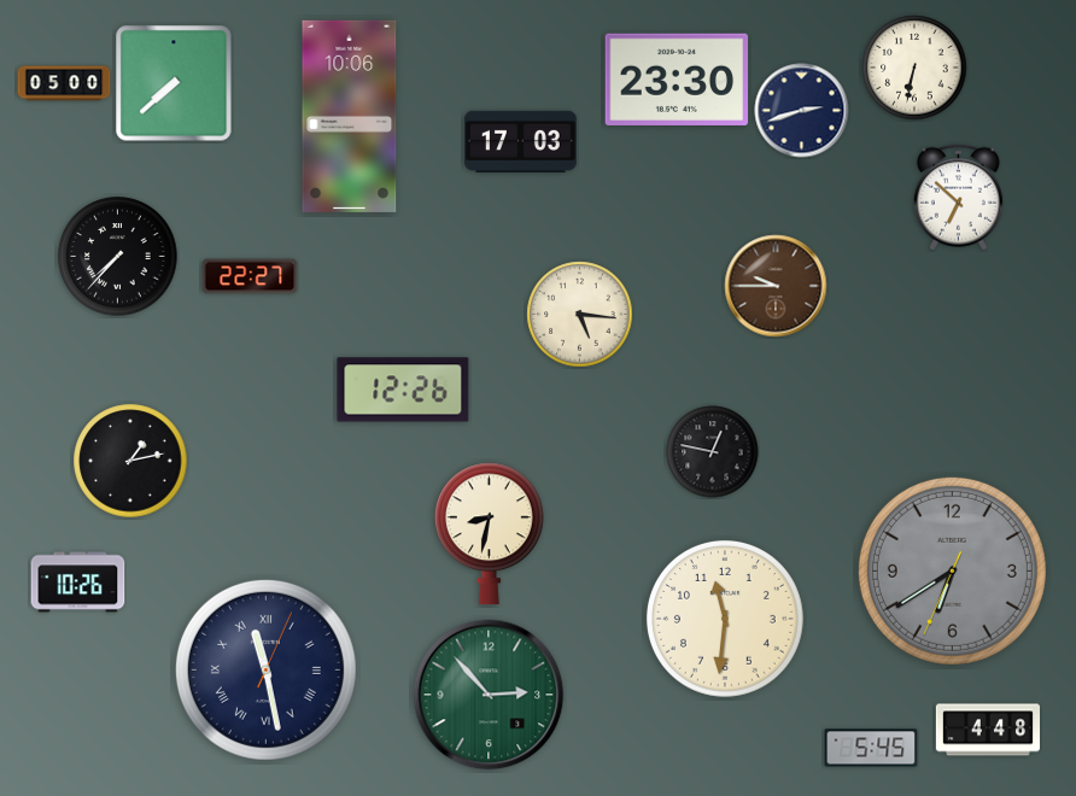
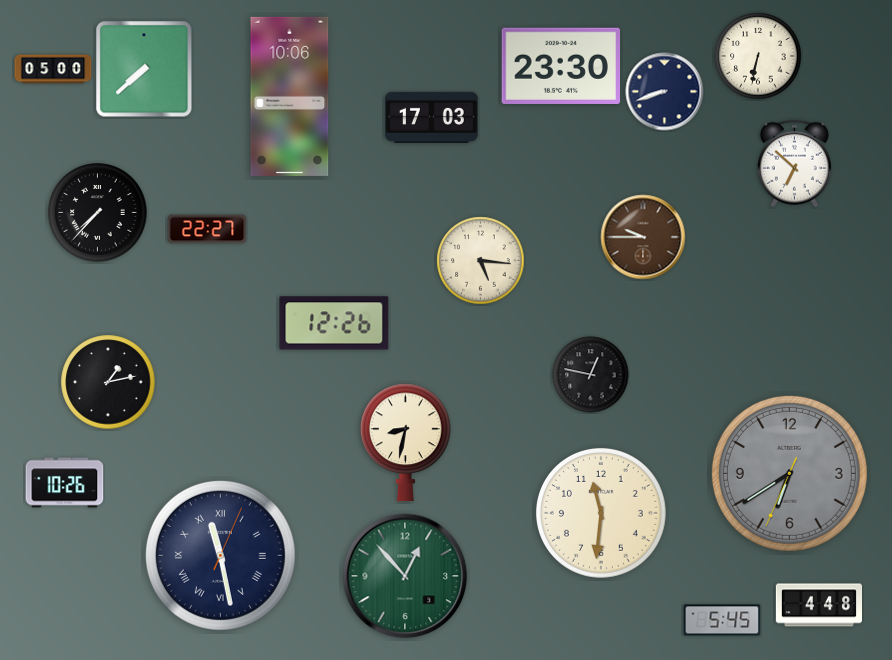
clock at (802, 111): 2:42 -> 8:42
clock at (489, 695): 2:53 -> 12:53
